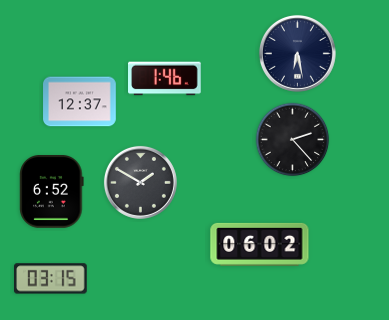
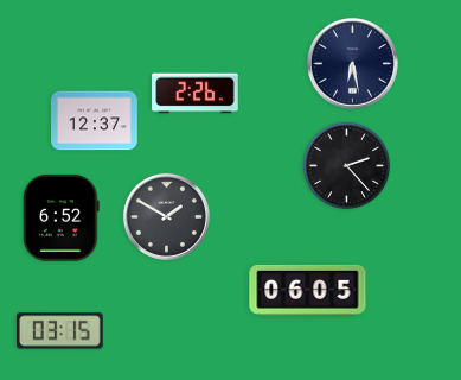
clock at (165, 79): 1:46 -> 2:26
clock at (52, 192) position: (52, 192) -> (62, 218)
clock at (260, 244): 06:02 -> 06:05
